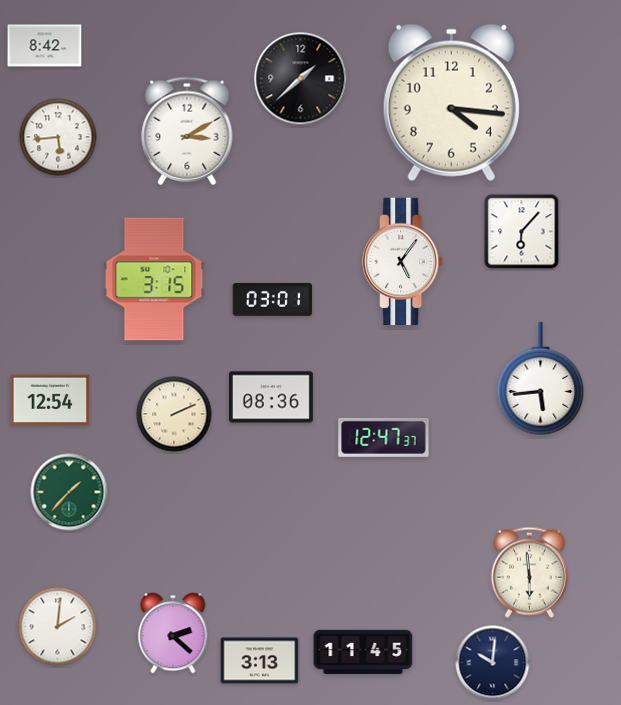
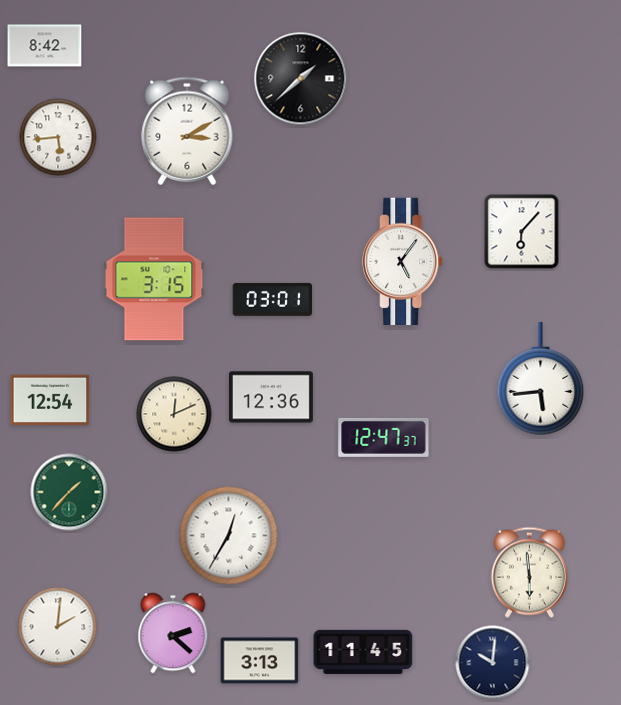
clock at (451, 102): 4:16 -> none
clock at (271, 397): 08:36 -> 12:36
clock at (174, 414): 2:11 -> 12:11
clock at (229, 536): none -> 12:35
